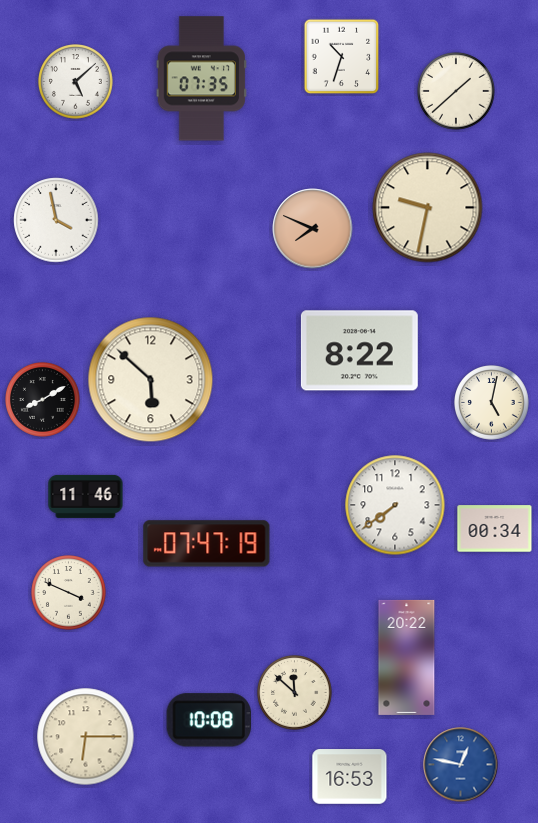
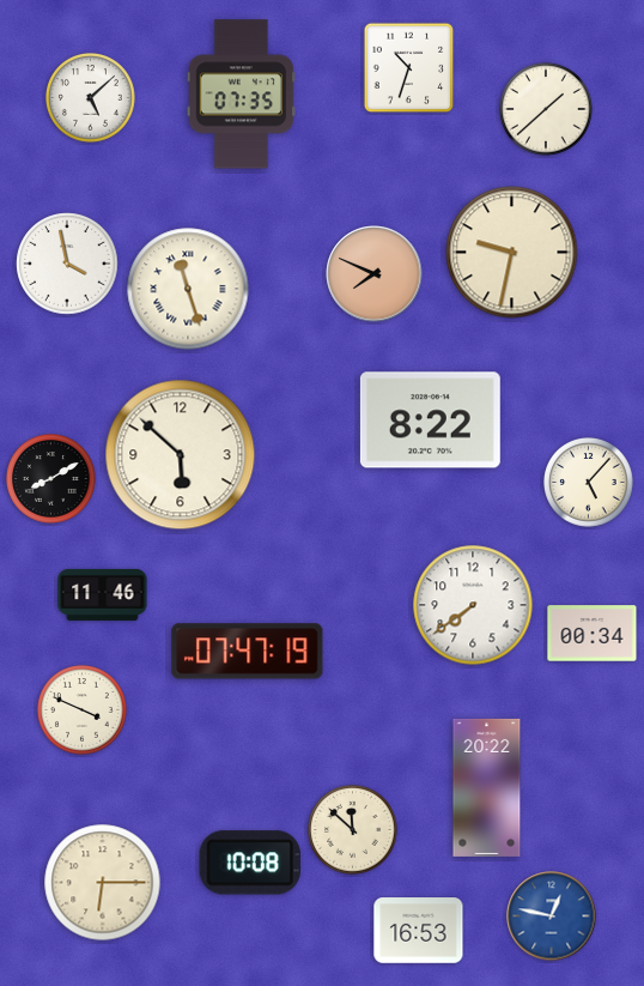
clock at (428, 208) position: (428, 208) -> (512, 253)
clock at (188, 289): none -> 11:27
clock at (492, 403): 5:02 -> 5:07
